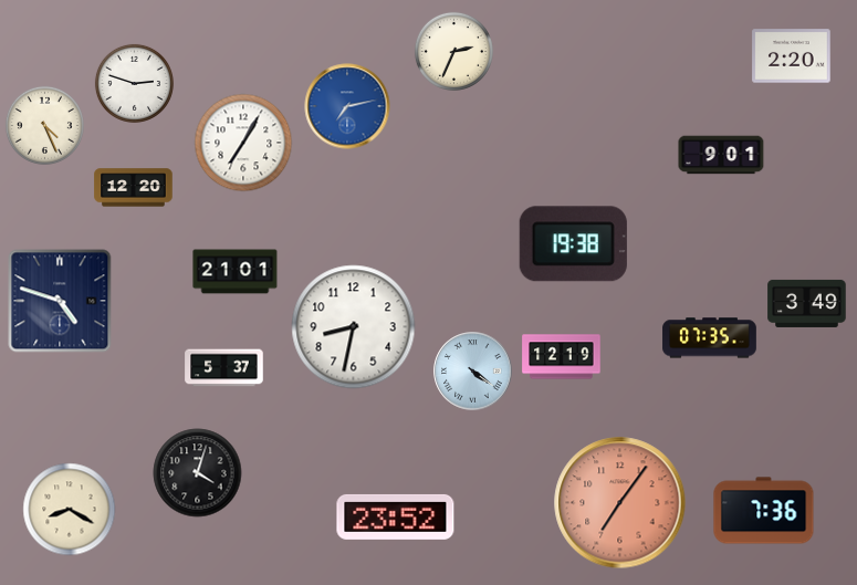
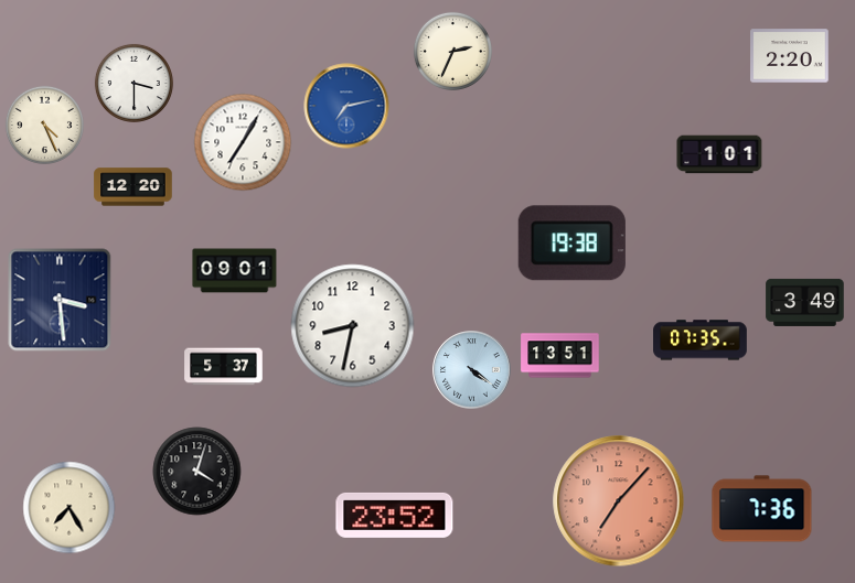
clock at (134, 83): 2:48 -> 3:30
clock at (721, 155): 9:01 -> 1:01
clock at (236, 272): 21:01 -> 09:01
clock at (60, 301): 4:48 -> 3:29
clock at (710, 338) position: (710, 338) -> (701, 341)
clock at (562, 357): 12:19 -> 13:51
clock at (620, 503): 7:06 -> 7:07
clock at (70, 510): 8:20 -> 7:25
